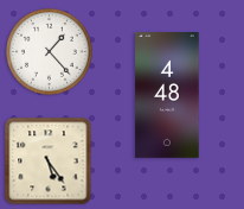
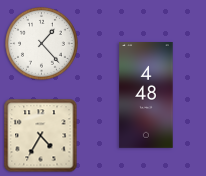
clock at (167, 96) position: (167, 96) -> (146, 96)
clock at (49, 161): 5:24 -> 4:35
